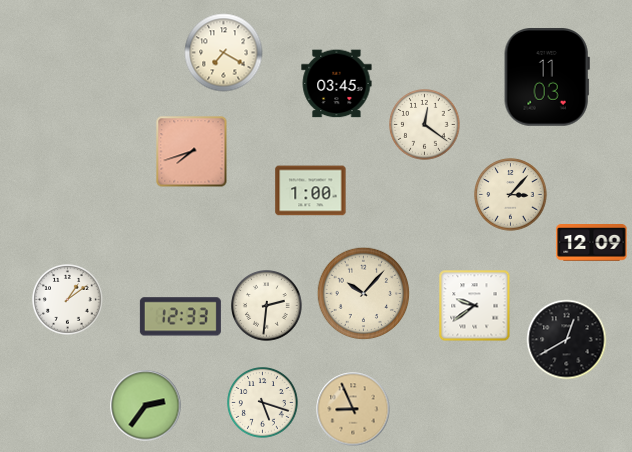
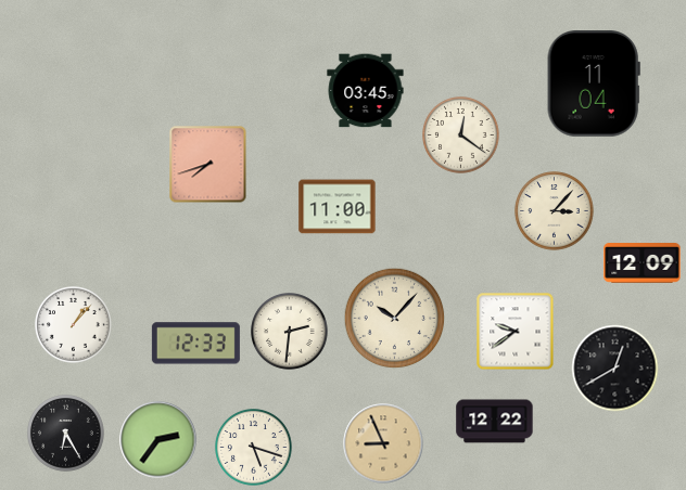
clock at (224, 53): 7:20 -> none
clock at (547, 78): 11:03 -> 11:04
clock at (311, 191): 1:00 -> 11:00
clock at (68, 300): 1:09 -> 1:07
clock at (495, 422): none -> 12:22
clock at (66, 434): none -> 6:25
clock at (263, 403) position: (263, 403) -> (254, 448)
